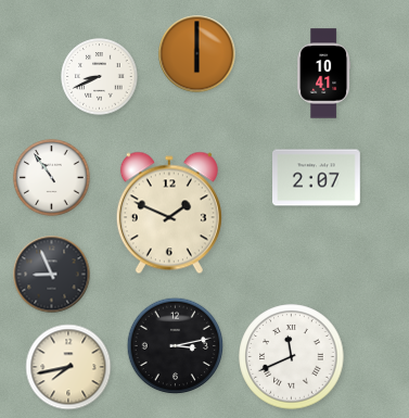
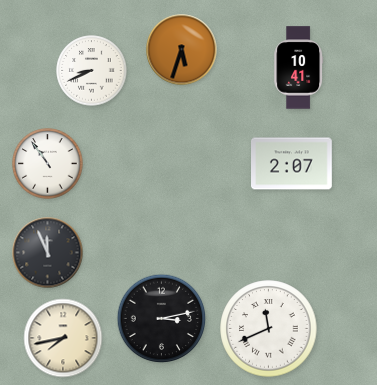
clock at (197, 54): 6:00 -> 5:33
clock at (169, 213): 1:49 -> none
clock at (52, 275): 8:56 -> 11:56
